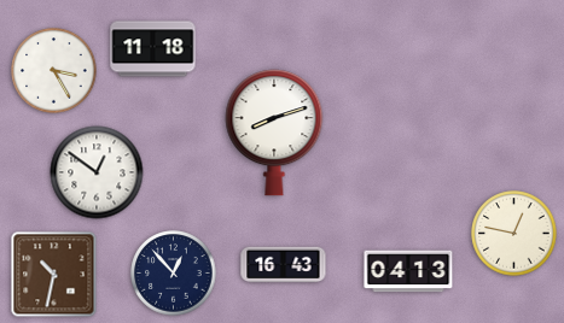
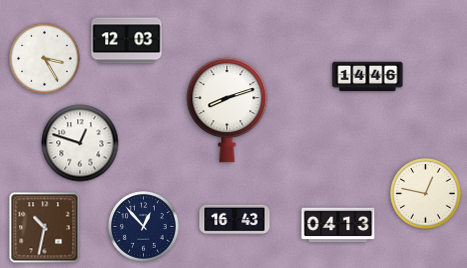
clock at (153, 49): 11:18 -> 12:03
clock at (368, 77): none -> 14:46
clock at (97, 172): 12:51 -> 12:48
